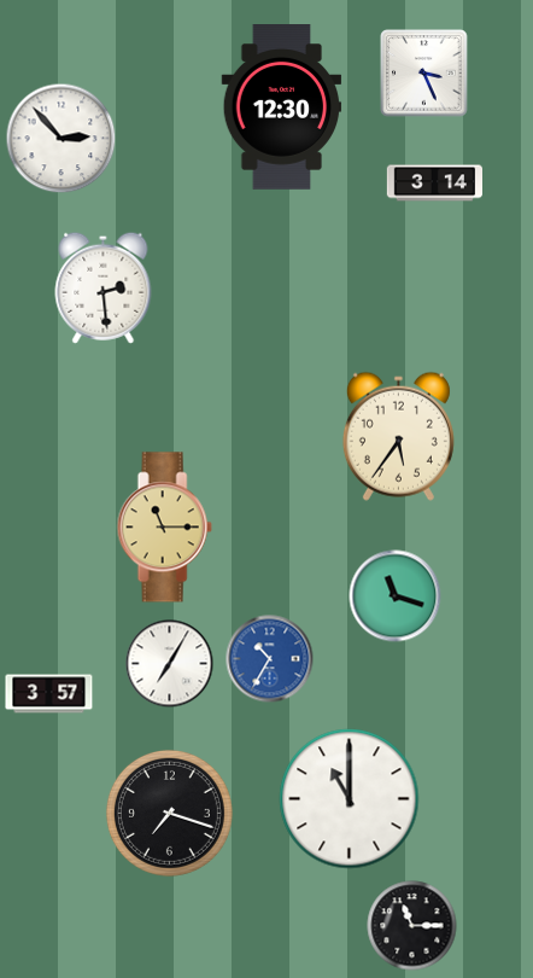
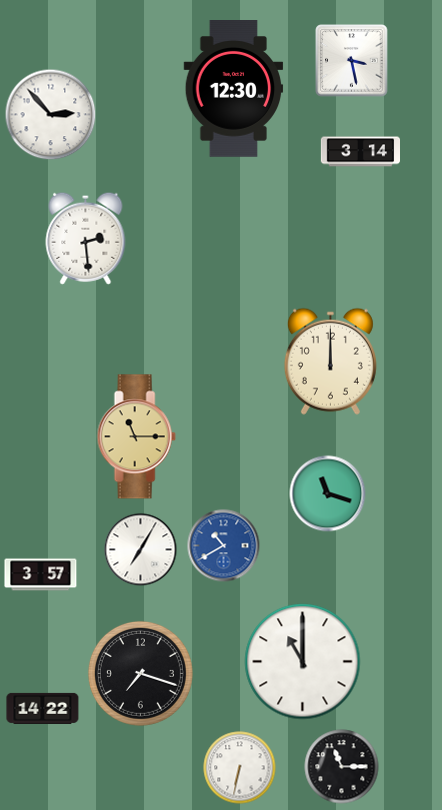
clock at (424, 74): 3:26 -> 3:28
clock at (398, 436): 5:36 -> 12:00
clock at (270, 659): 10:35 -> 10:40
clock at (350, 799) position: (350, 799) -> (303, 662)
clock at (43, 708): none -> 14:22
clock at (240, 768): none -> 6:32
